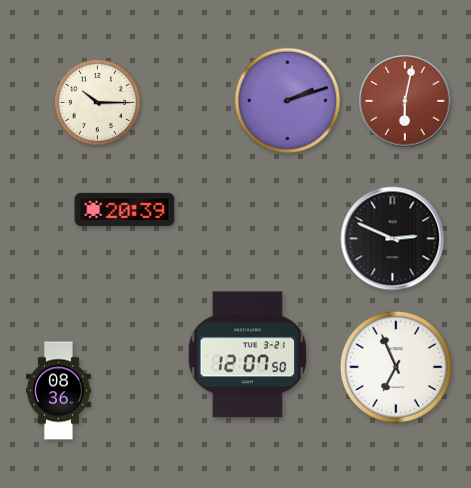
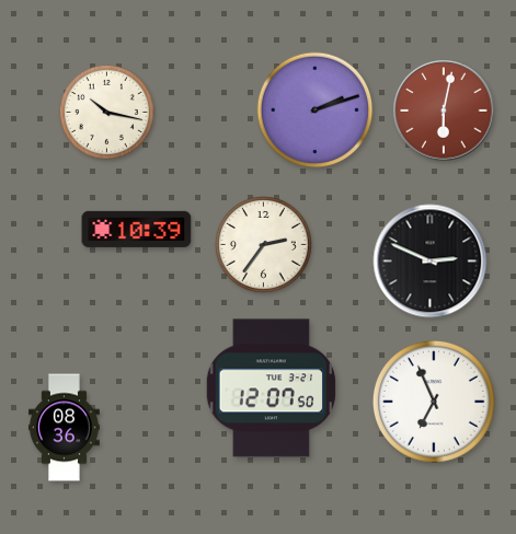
clock at (97, 102): 10:15 -> 10:17
clock at (125, 209): 20:39 -> 10:39
clock at (264, 245): none -> 2:36
